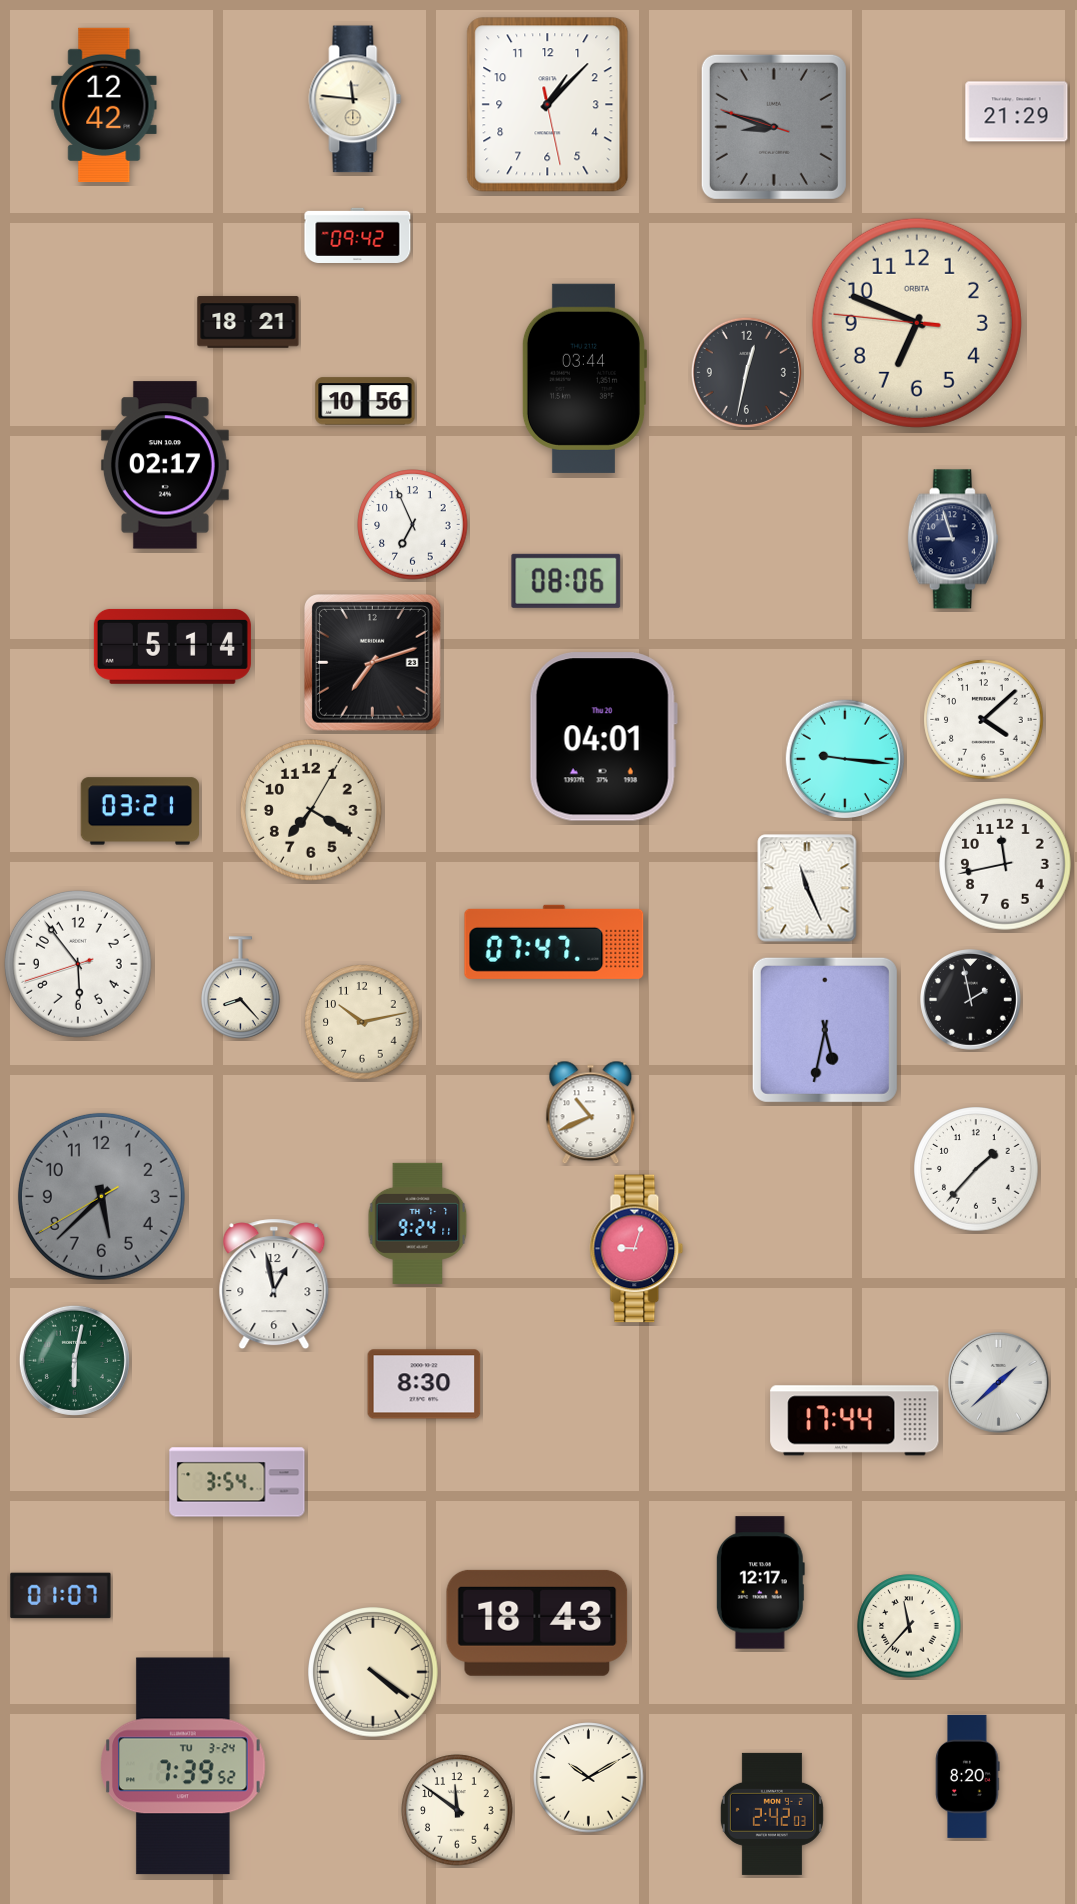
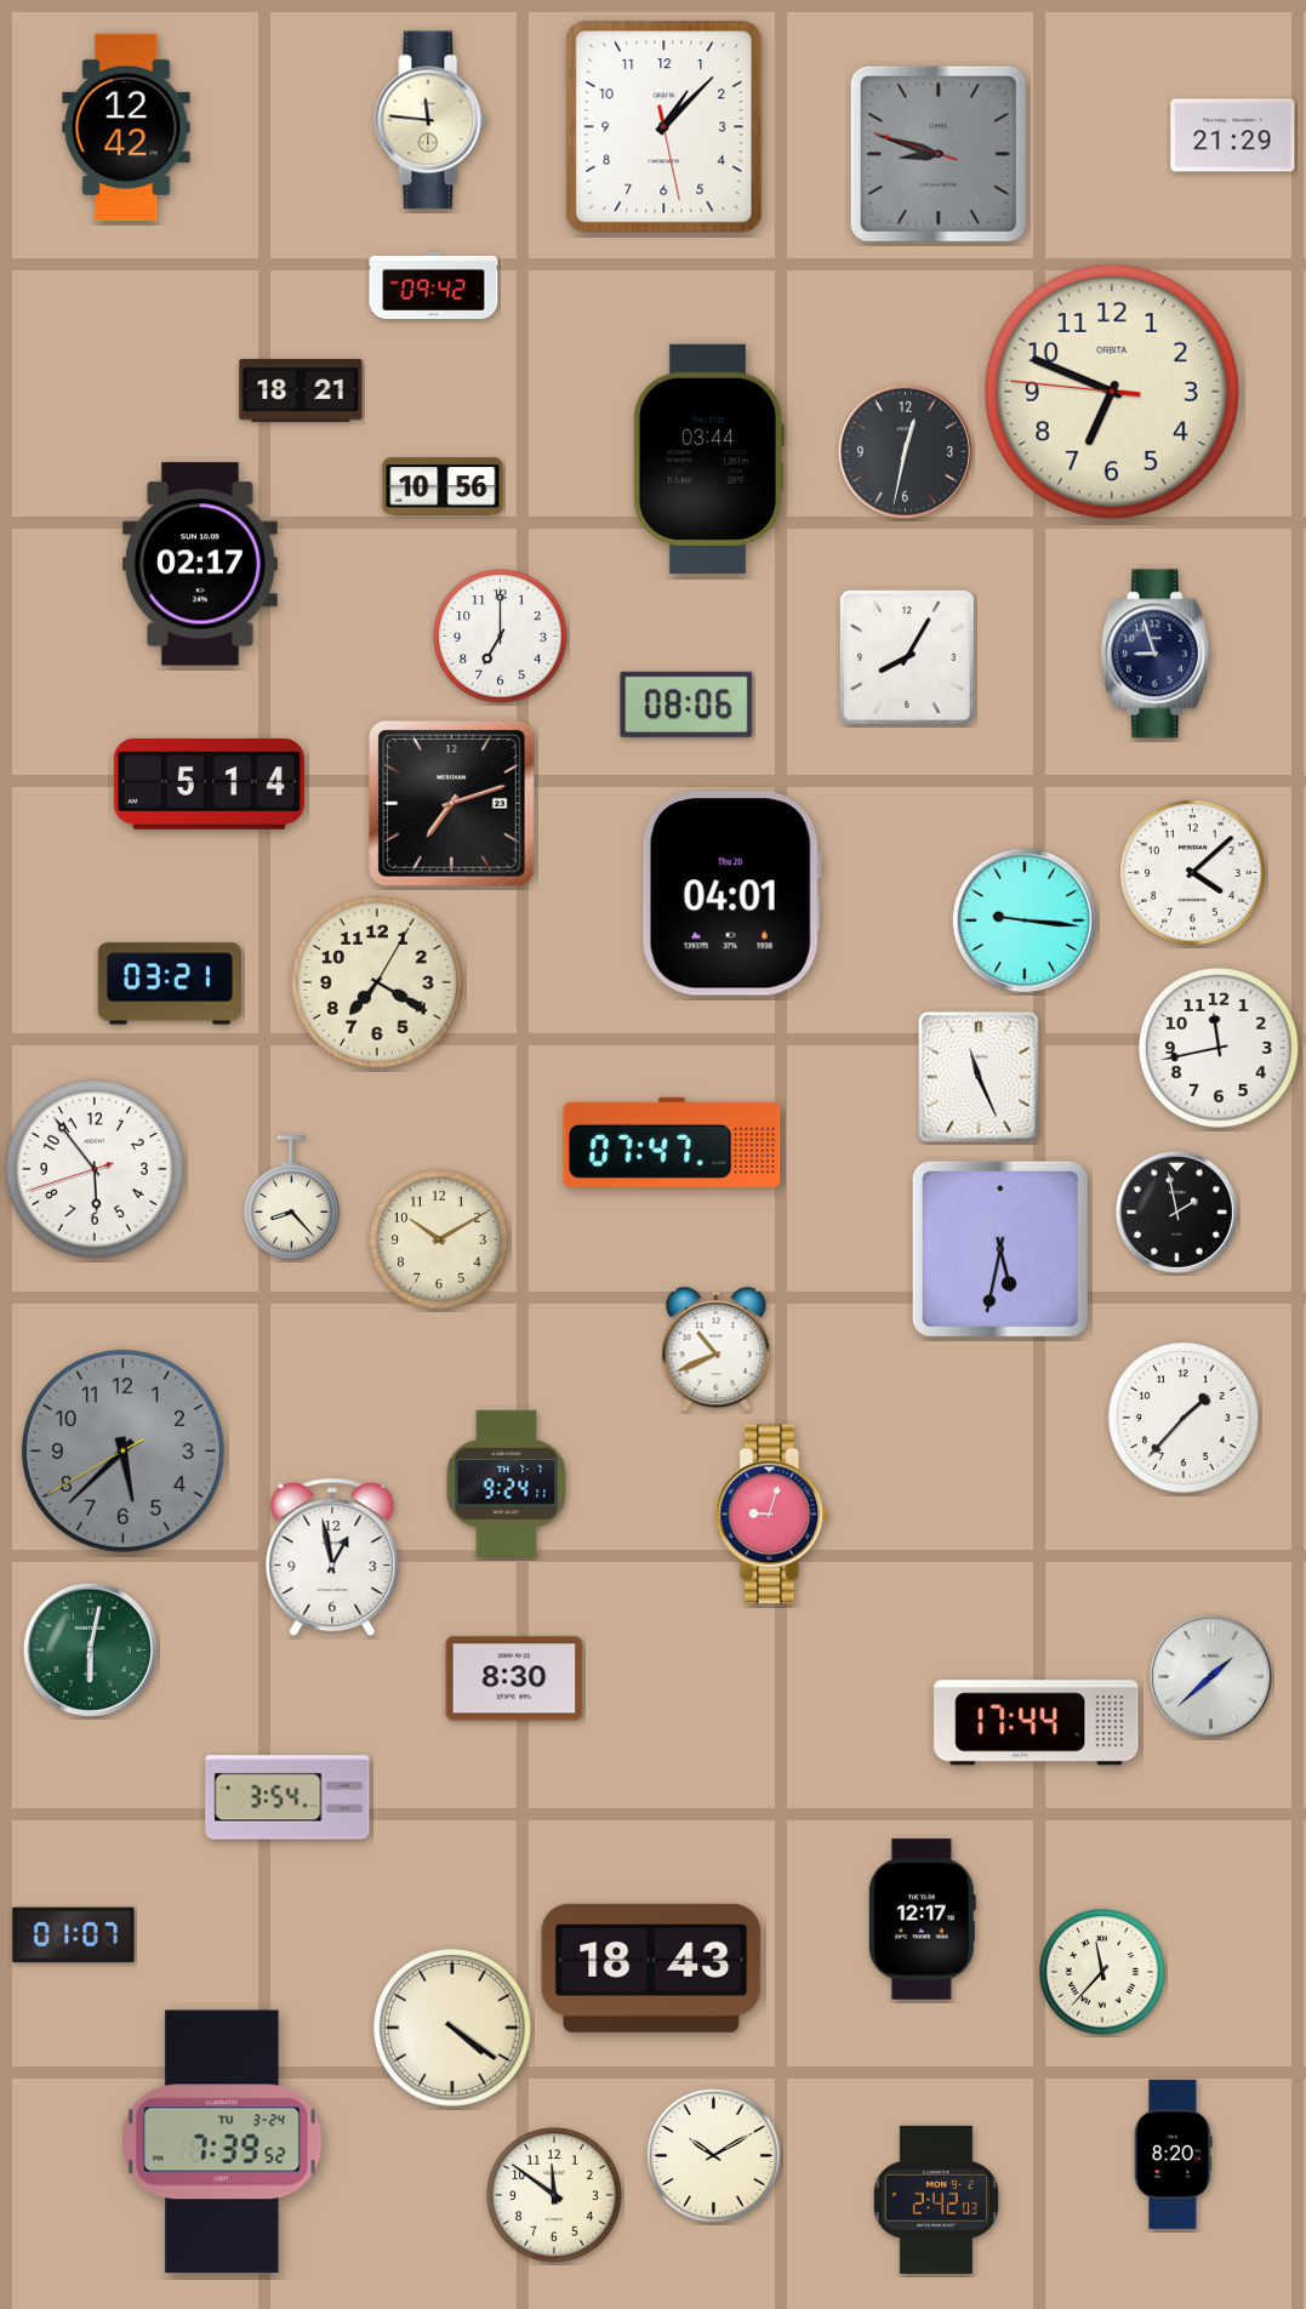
clock at (413, 525): 6:56 -> 7:00
clock at (907, 657): none -> 8:05
clock at (362, 1022): 10:13 -> 10:10
